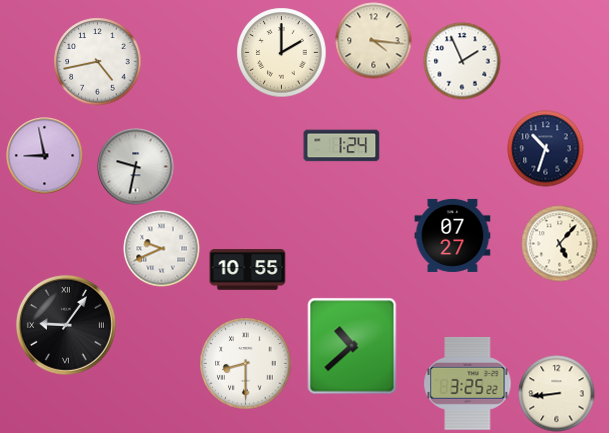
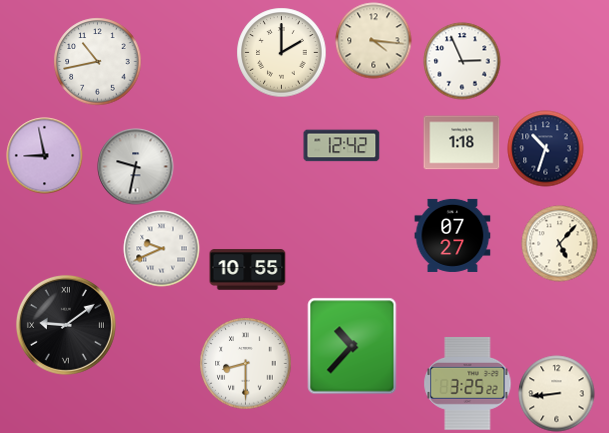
clock at (462, 61): 1:56 -> 2:56
clock at (98, 62): 4:43 -> 10:43
clock at (462, 143): none -> 1:18
clock at (342, 146): 1:24 -> 12:42
clock at (66, 325): 9:06 -> 9:09
clock at (352, 346): 10:38 -> 10:37
